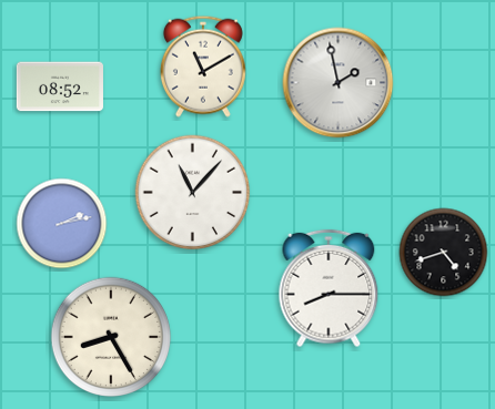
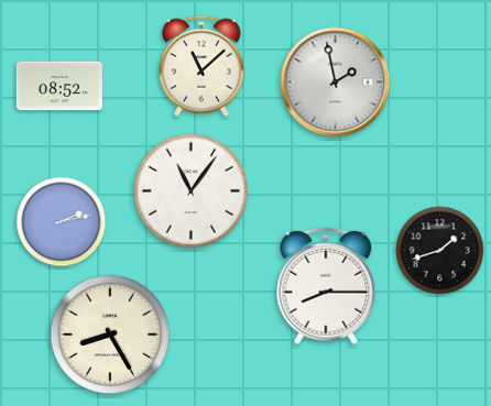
clock at (203, 67): 11:10 -> 11:08
clock at (193, 193): 11:07 -> 11:06
clock at (444, 253): 4:42 -> 1:42
